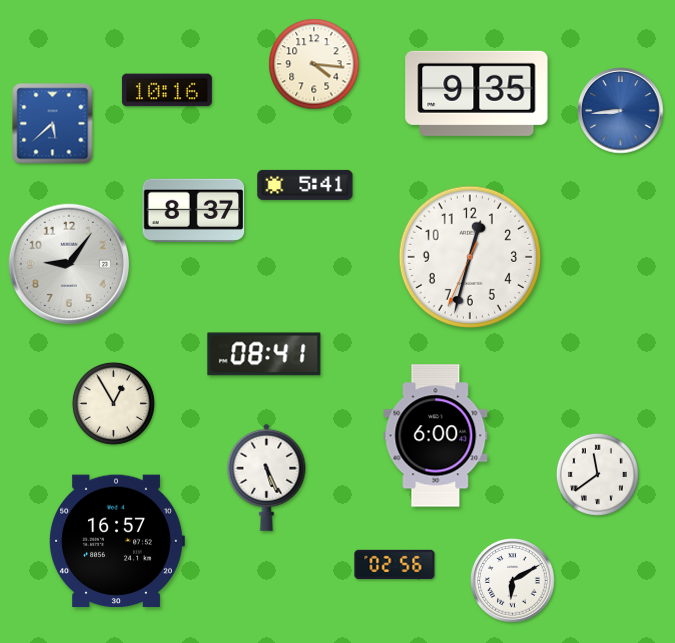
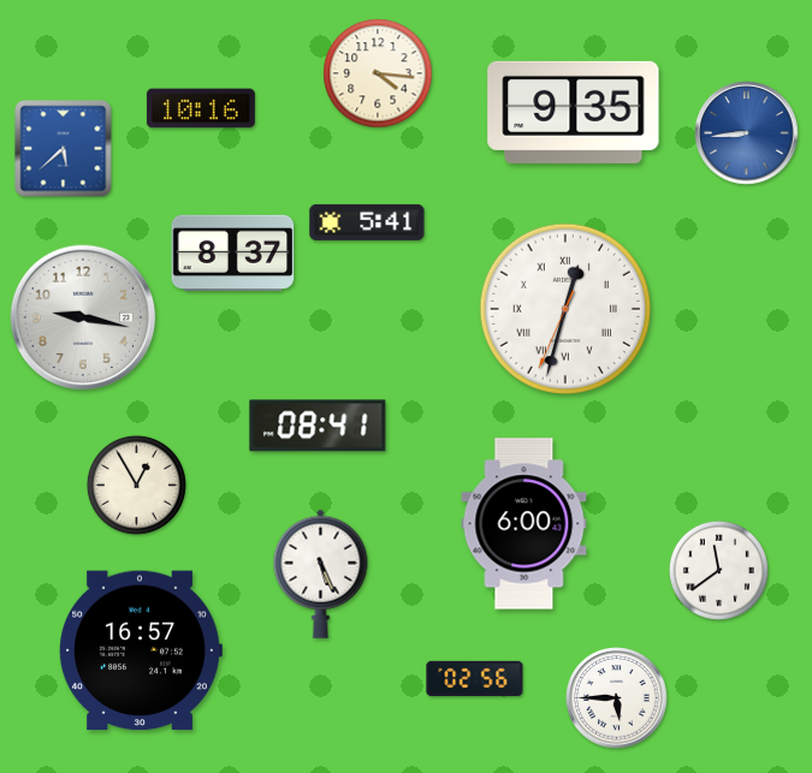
clock at (314, 64) position: (314, 64) -> (378, 73)
clock at (469, 256) numerals: Arabic -> Roman
clock at (69, 264): 9:06 -> 9:17
clock at (513, 581): 6:10 -> 5:45
